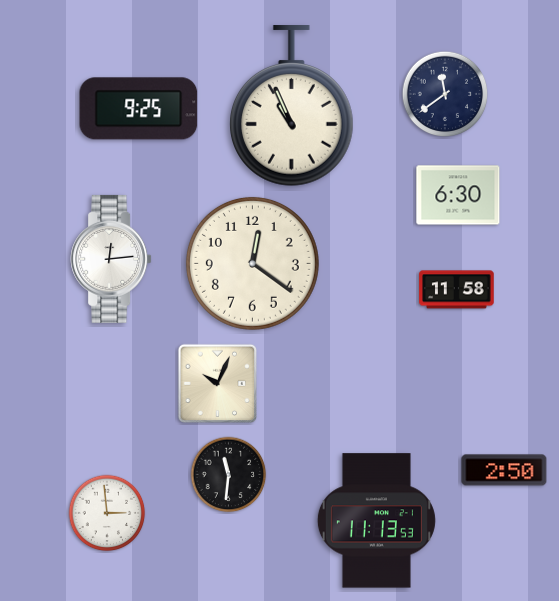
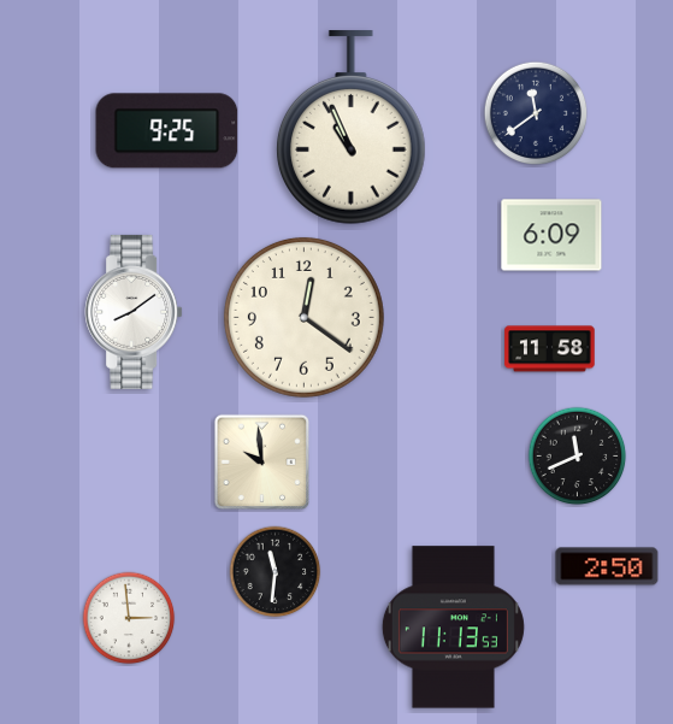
clock at (458, 195): 6:30 -> 6:09
clock at (111, 259): 12:14 -> 8:09
clock at (578, 457): none -> 11:41
clock at (218, 384): 10:04 -> 9:59
